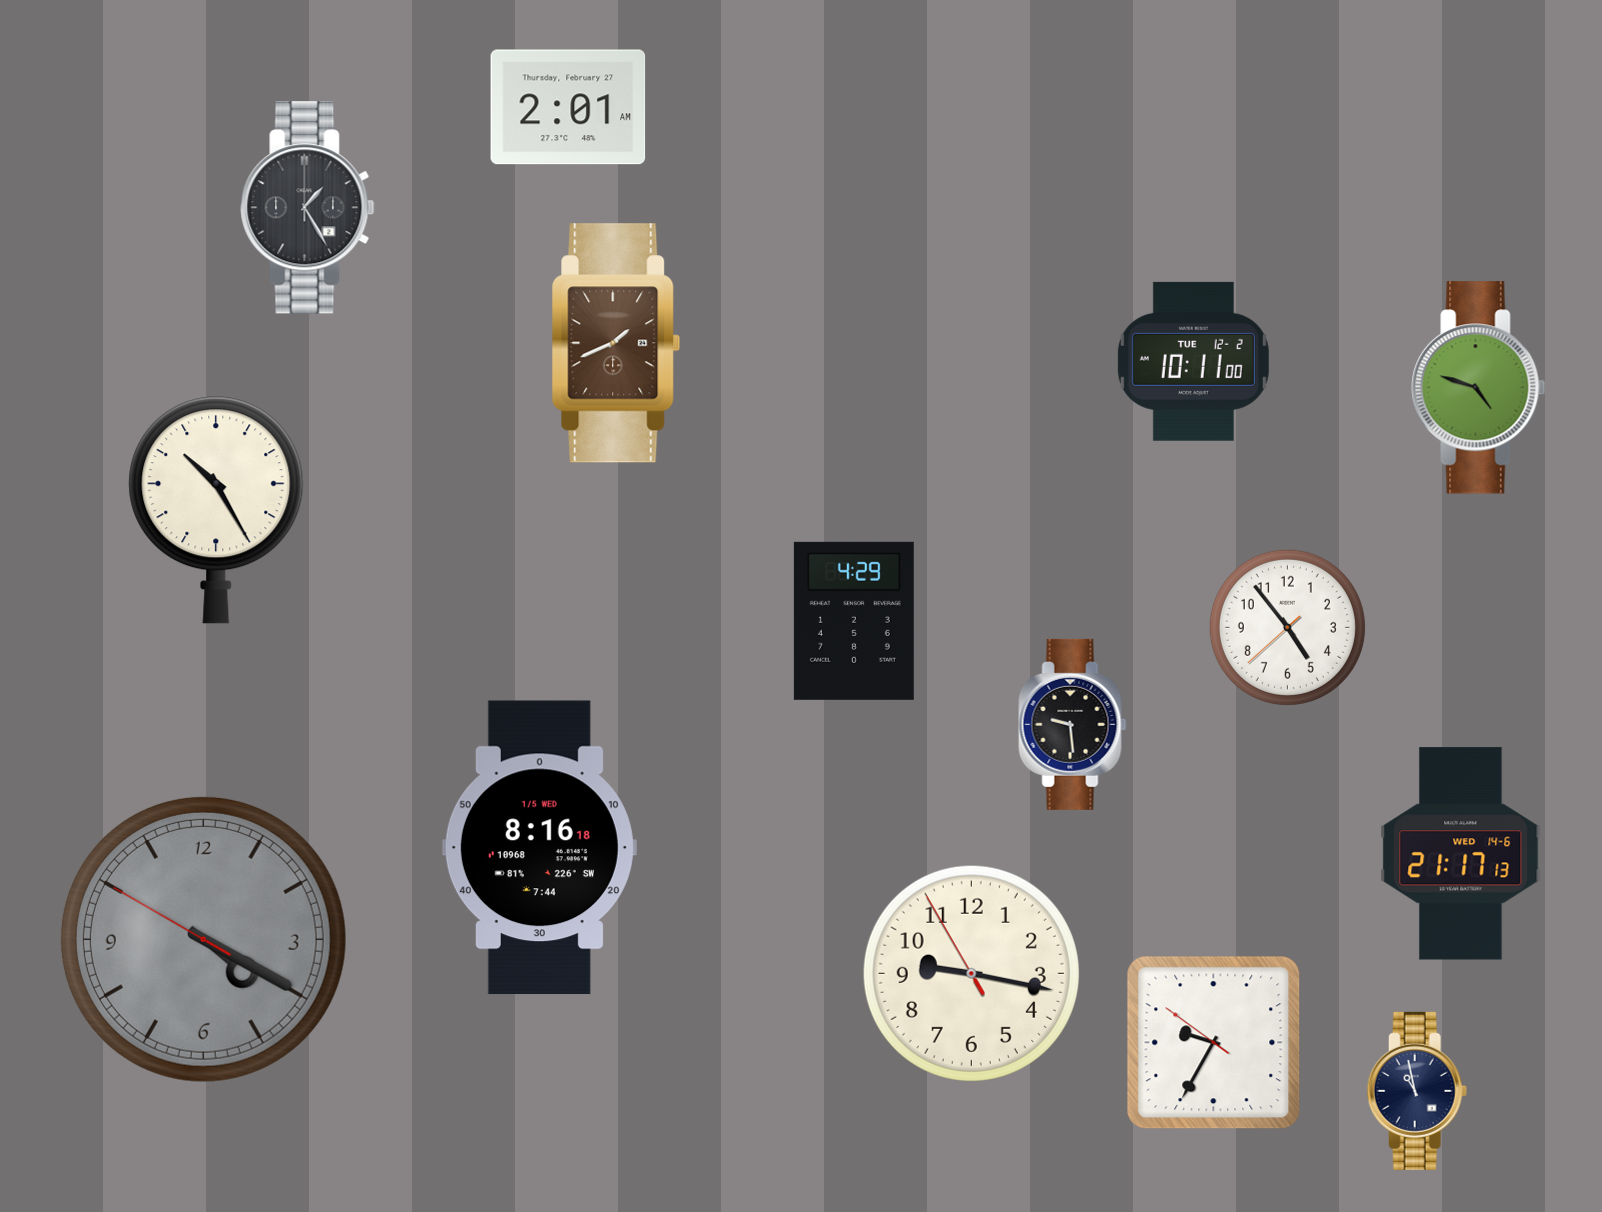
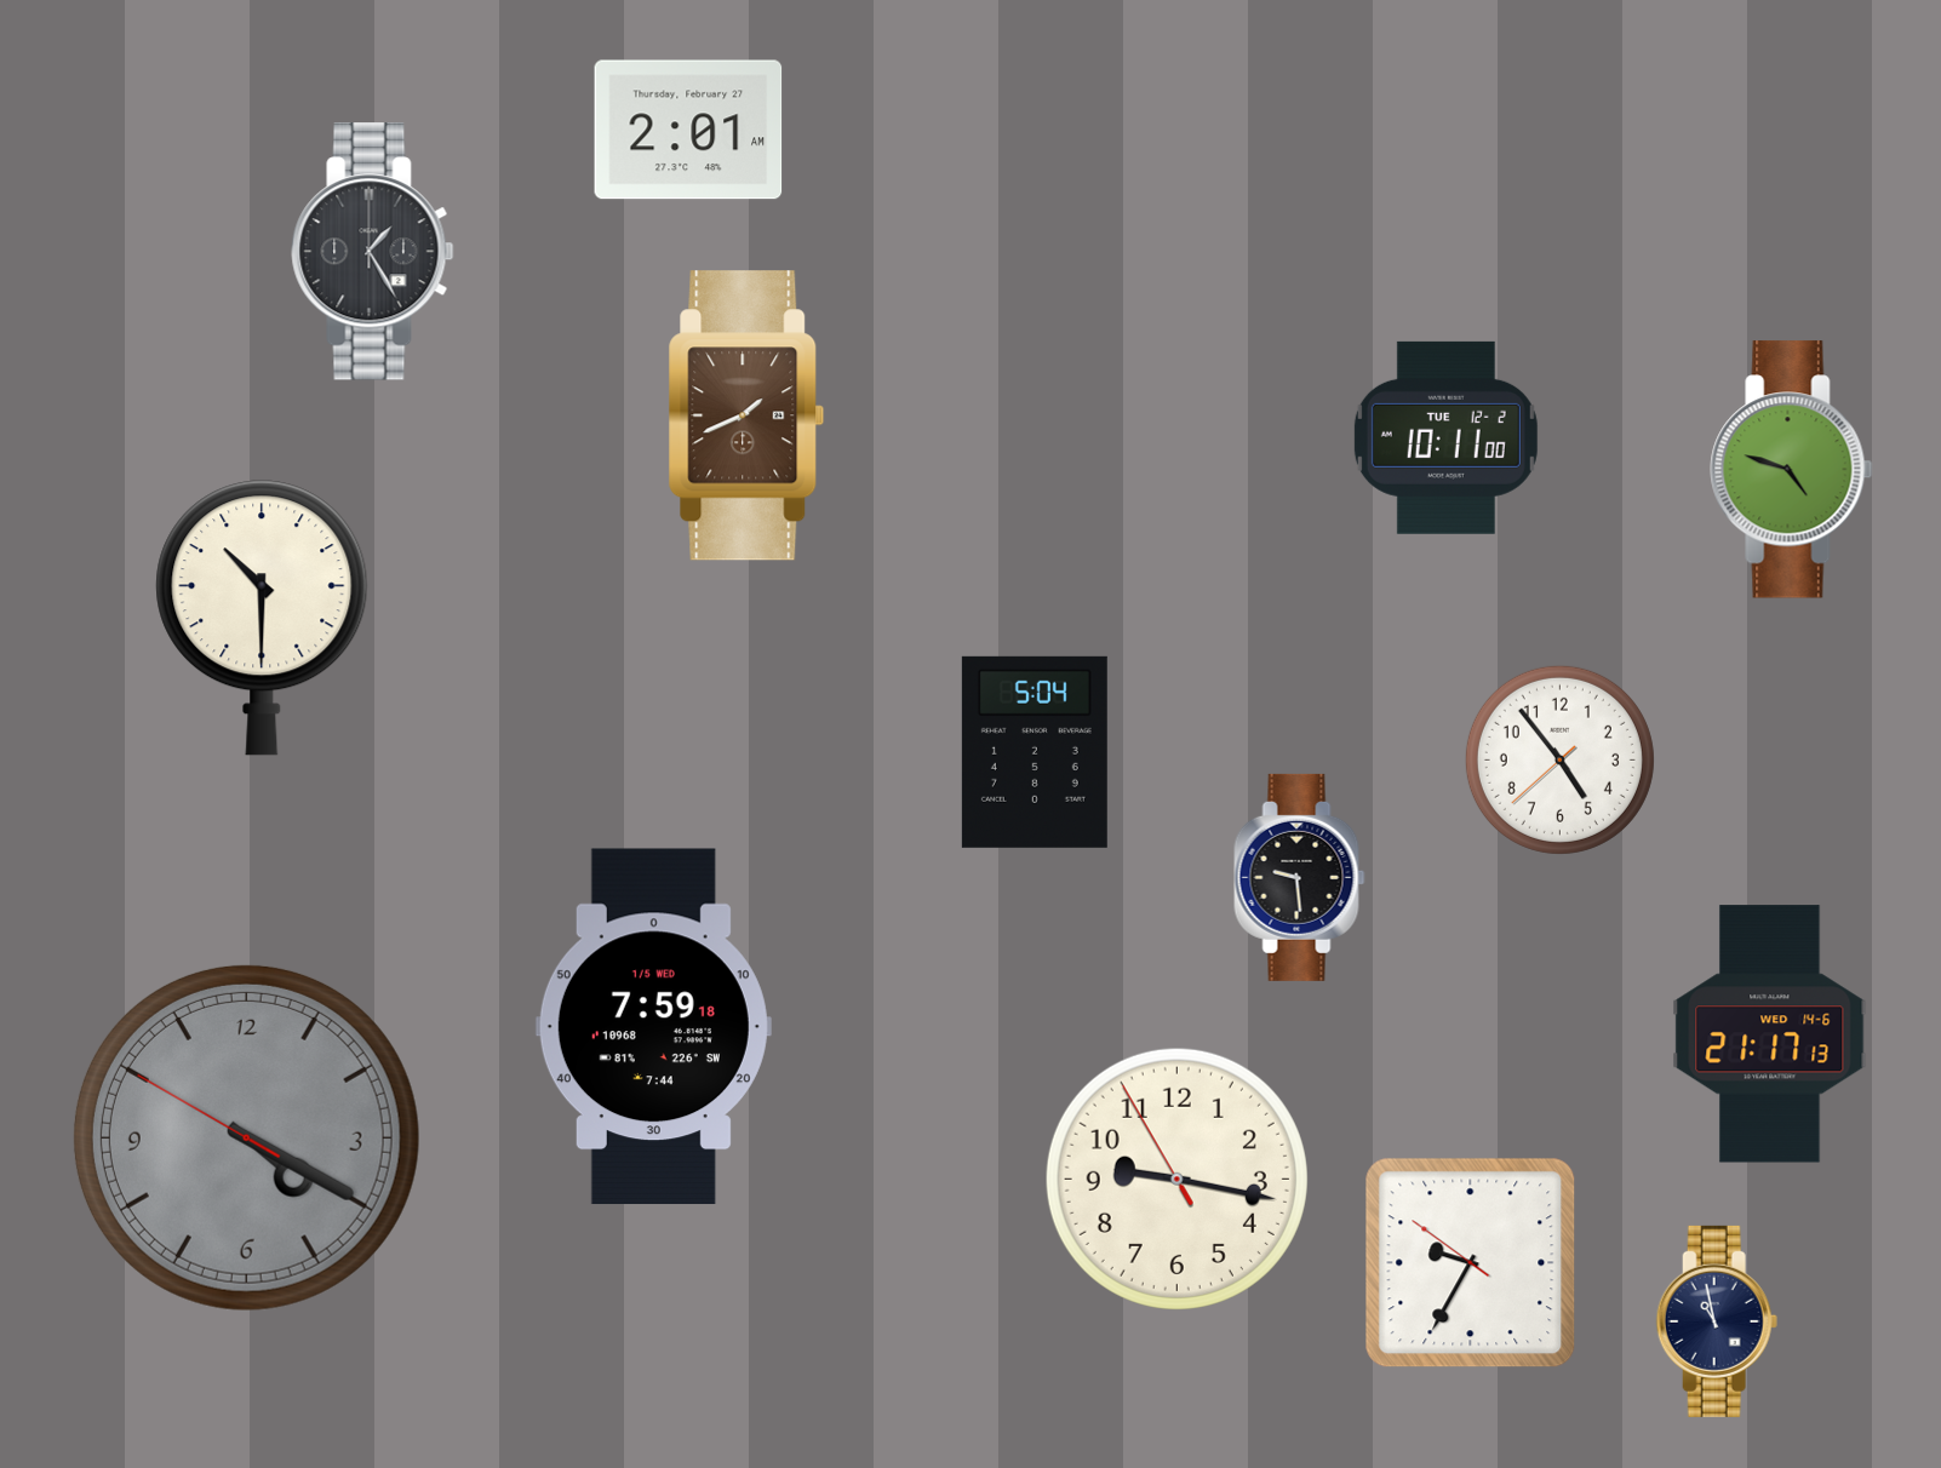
clock at (216, 510): 10:25 -> 10:30
clock at (854, 621): 4:29 -> 5:04
clock at (539, 848): 8:16 -> 7:59
